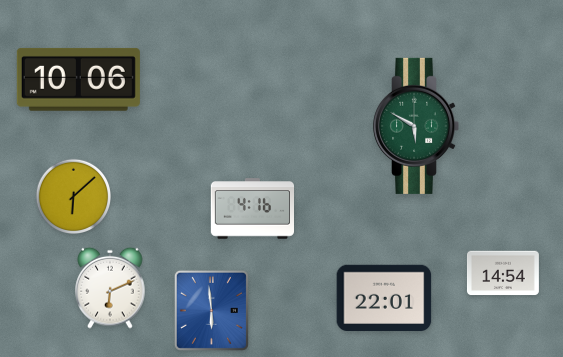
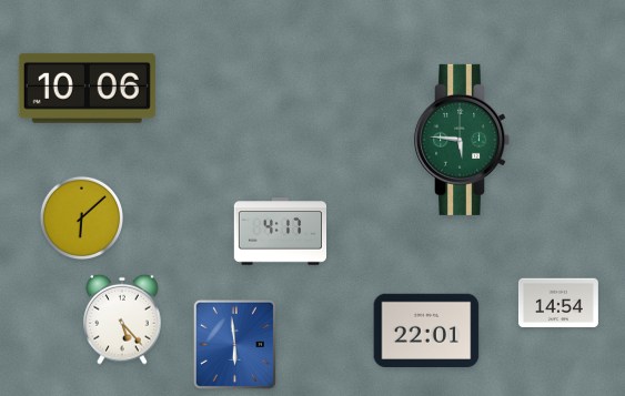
clock at (417, 126): 5:50 -> 5:46
clock at (252, 209): 4:16 -> 4:17
clock at (110, 288): 6:11 -> 5:23
